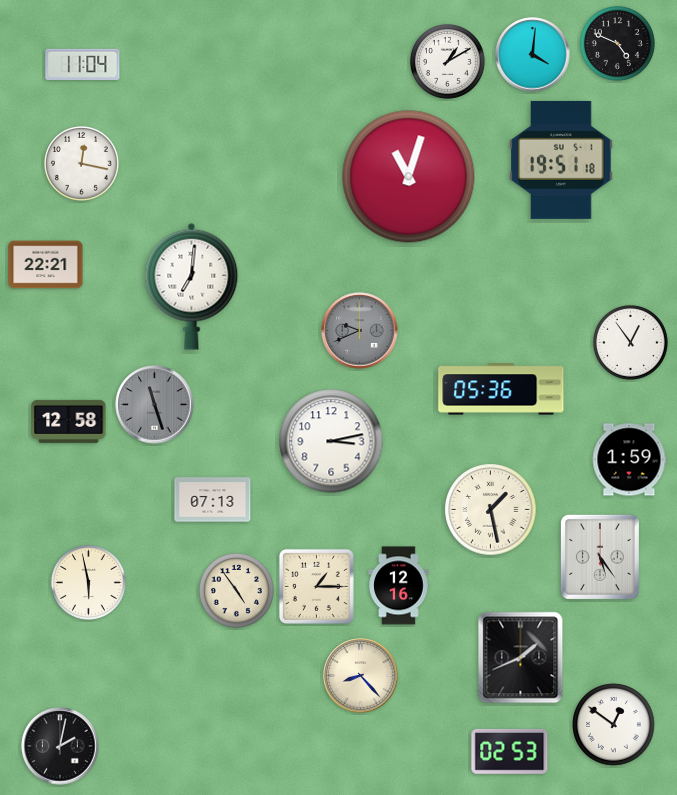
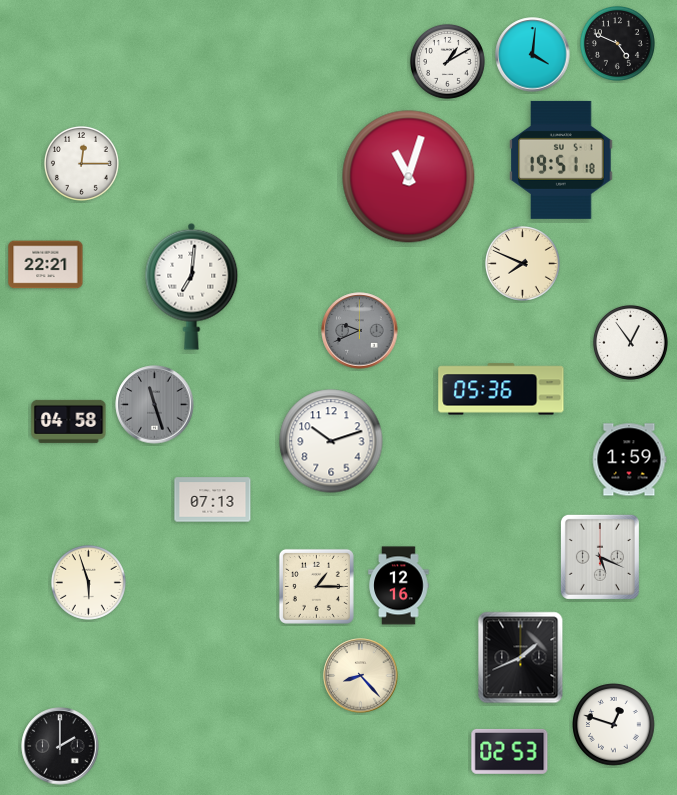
clock at (83, 64): 11:04 -> none
clock at (81, 163): 12:17 -> 12:15
clock at (522, 263): none -> 7:49
clock at (69, 421): 12:58 -> 04:58
clock at (331, 441): 3:13 -> 10:12
clock at (491, 510): 1:28 -> none
clock at (600, 557): 5:24 -> 5:19
clock at (88, 582): 5:58 -> 5:57
clock at (236, 590): 4:54 -> none
clock at (614, 725): 12:51 -> 12:48
clock at (60, 746): 2:02 -> 2:00
